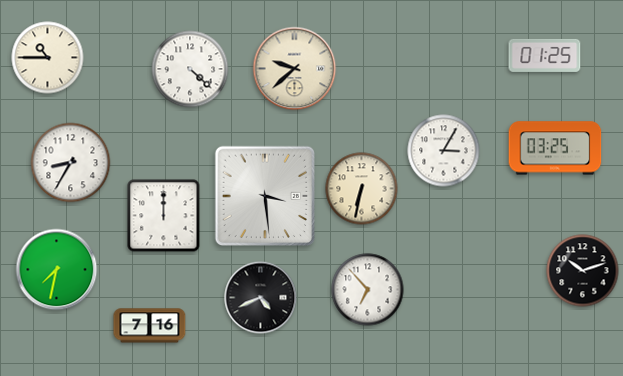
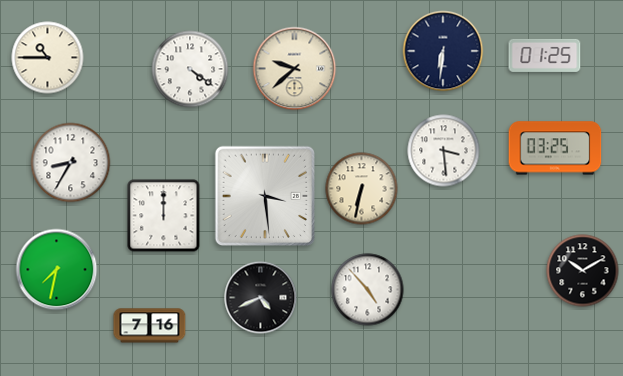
clock at (443, 51): none -> 6:31
clock at (190, 69): 4:22 -> 4:21
clock at (444, 151): 3:05 -> 3:29
clock at (583, 271): 10:12 -> 10:10
clock at (368, 290): 6:53 -> 4:53
